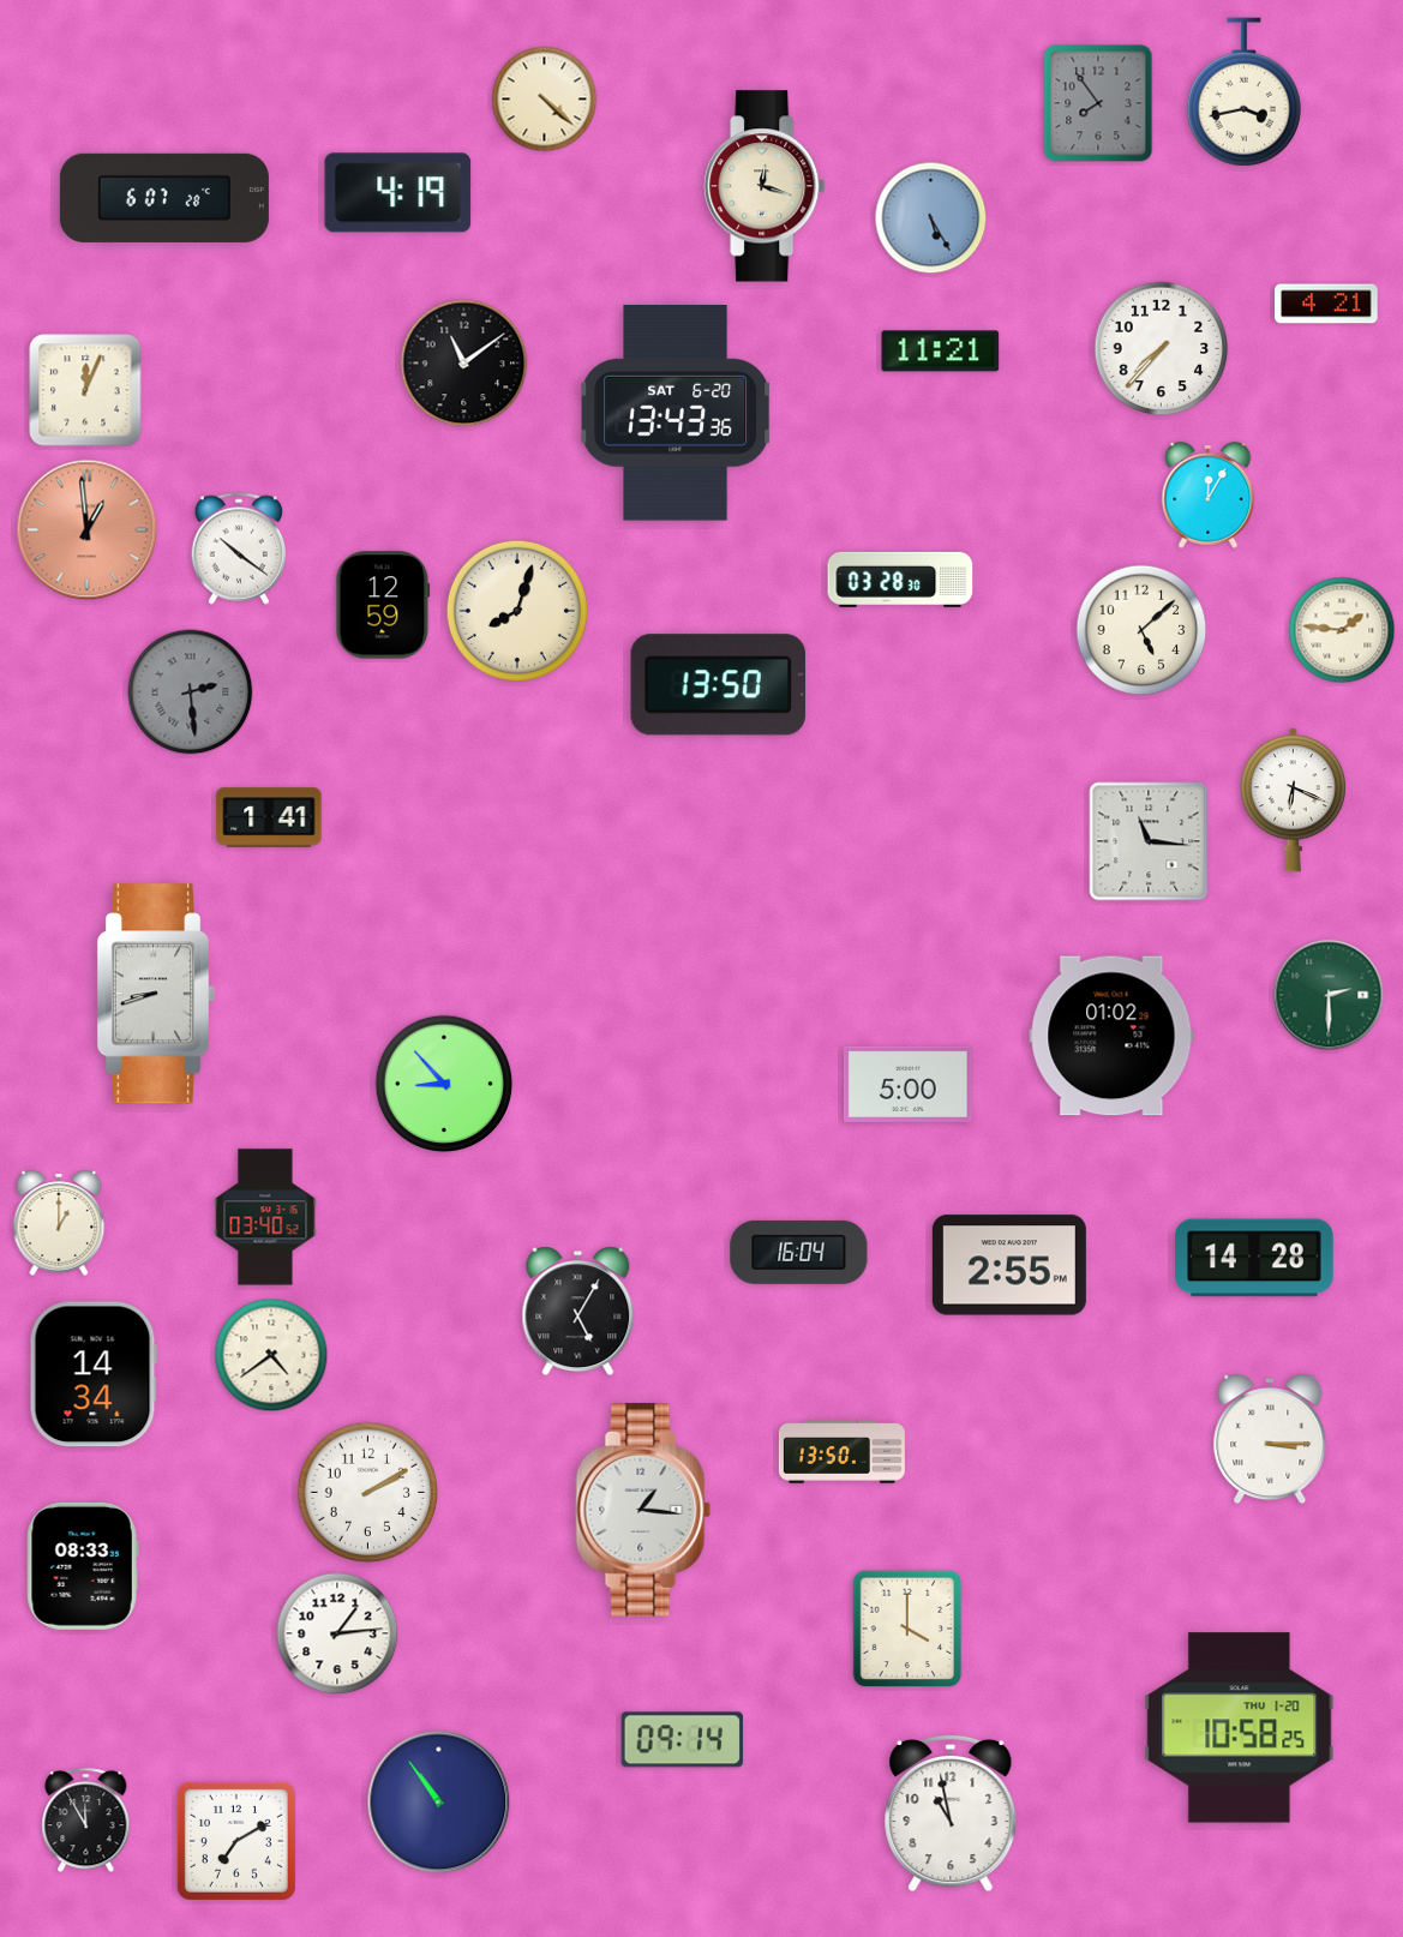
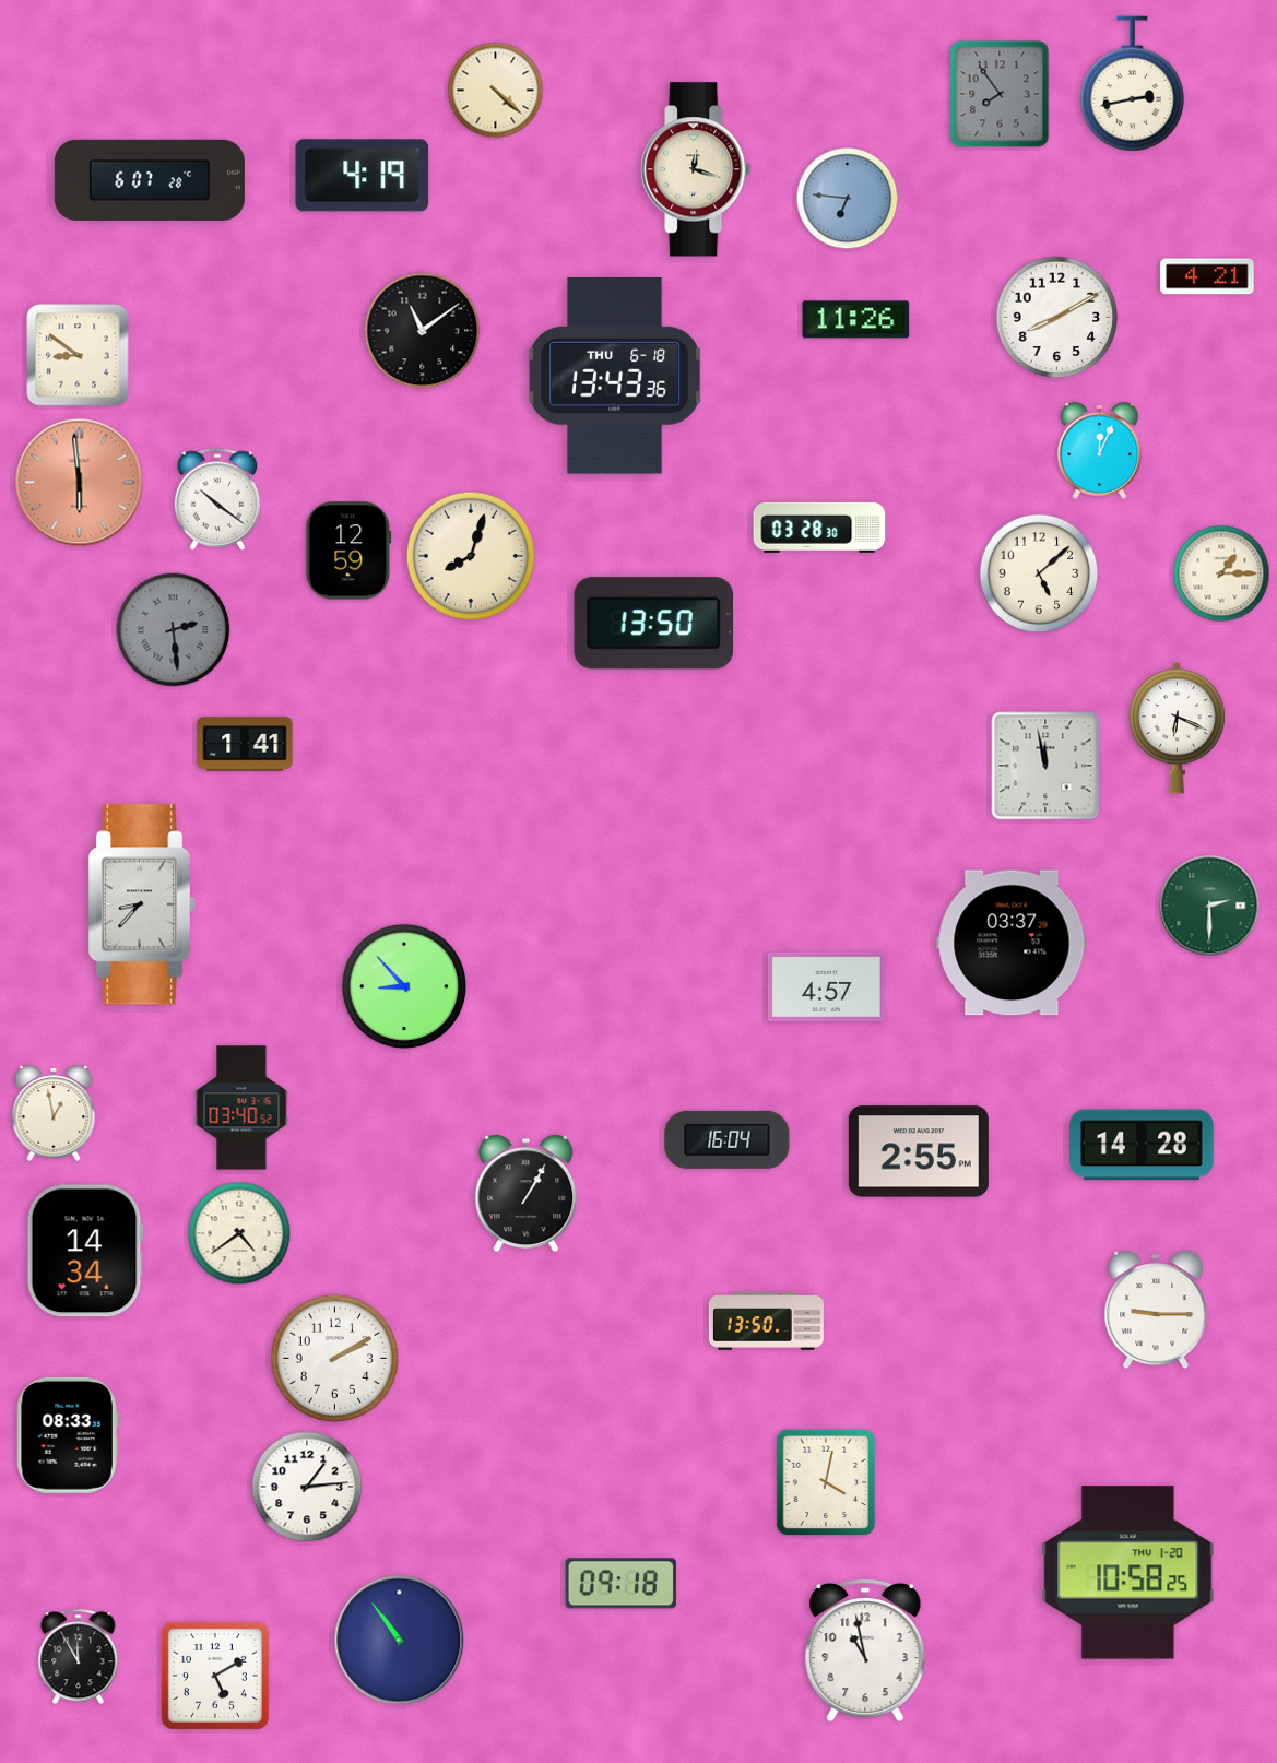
clock at (1243, 92): 3:43 -> 2:43
clock at (931, 218): 5:25 -> 6:46
clock at (1162, 349): 7:37 -> 8:10
clock at (941, 352): 11:21 -> 11:26
clock at (85, 390): 12:04 -> 8:51
clock at (677, 414) date: SAT 6-20 -> THU 6-18
clock at (1209, 494): 12:05 -> 12:04
clock at (88, 530): 12:59 -> 5:59
clock at (1342, 630): 1:46 -> 1:15
clock at (1149, 841): 11:16 -> 11:58
clock at (156, 994): 8:42 -> 8:37
clock at (1111, 1036): 01:02 -> 03:37
clock at (907, 1084): 5:00 -> 4:57
clock at (59, 1223): 1:00 -> 12:58
clock at (578, 1312): 5:05 -> 1:05
clock at (271, 1355) position: (271, 1355) -> (239, 1233)
clock at (1270, 1439): 3:15 -> 9:15
clock at (643, 1510): 1:16 -> none
clock at (83, 1566) position: (83, 1566) -> (68, 1435)
clock at (907, 1629): 4:00 -> 4:02
clock at (682, 1740): 09:14 -> 09:18
clock at (236, 1841): 7:10 -> 5:10
